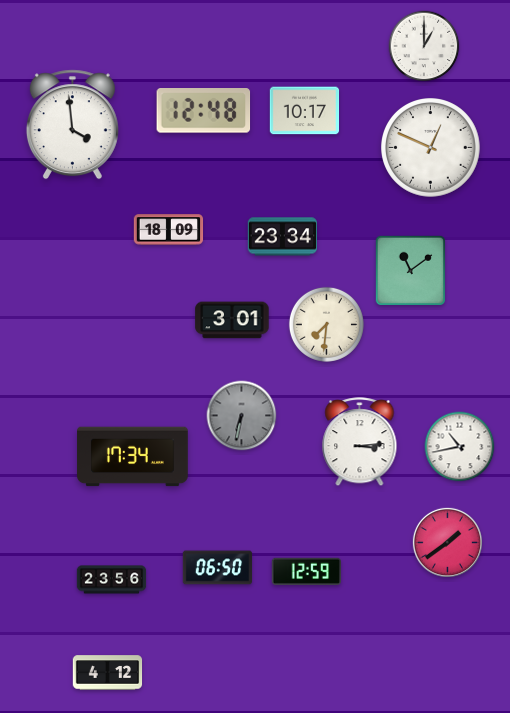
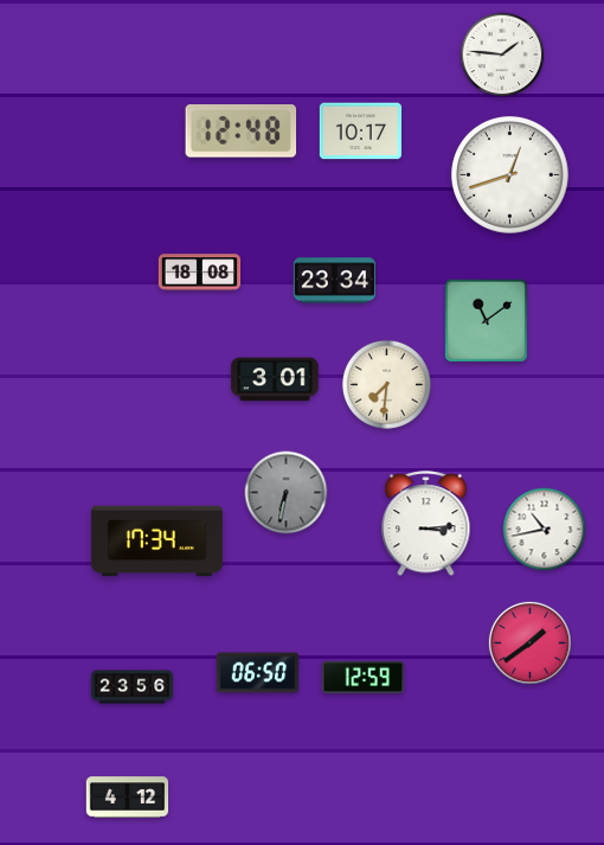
clock at (424, 46): 1:00 -> 1:46
clock at (72, 125): 3:59 -> none
clock at (431, 148): 12:49 -> 12:42
clock at (169, 230): 18:09 -> 18:08
